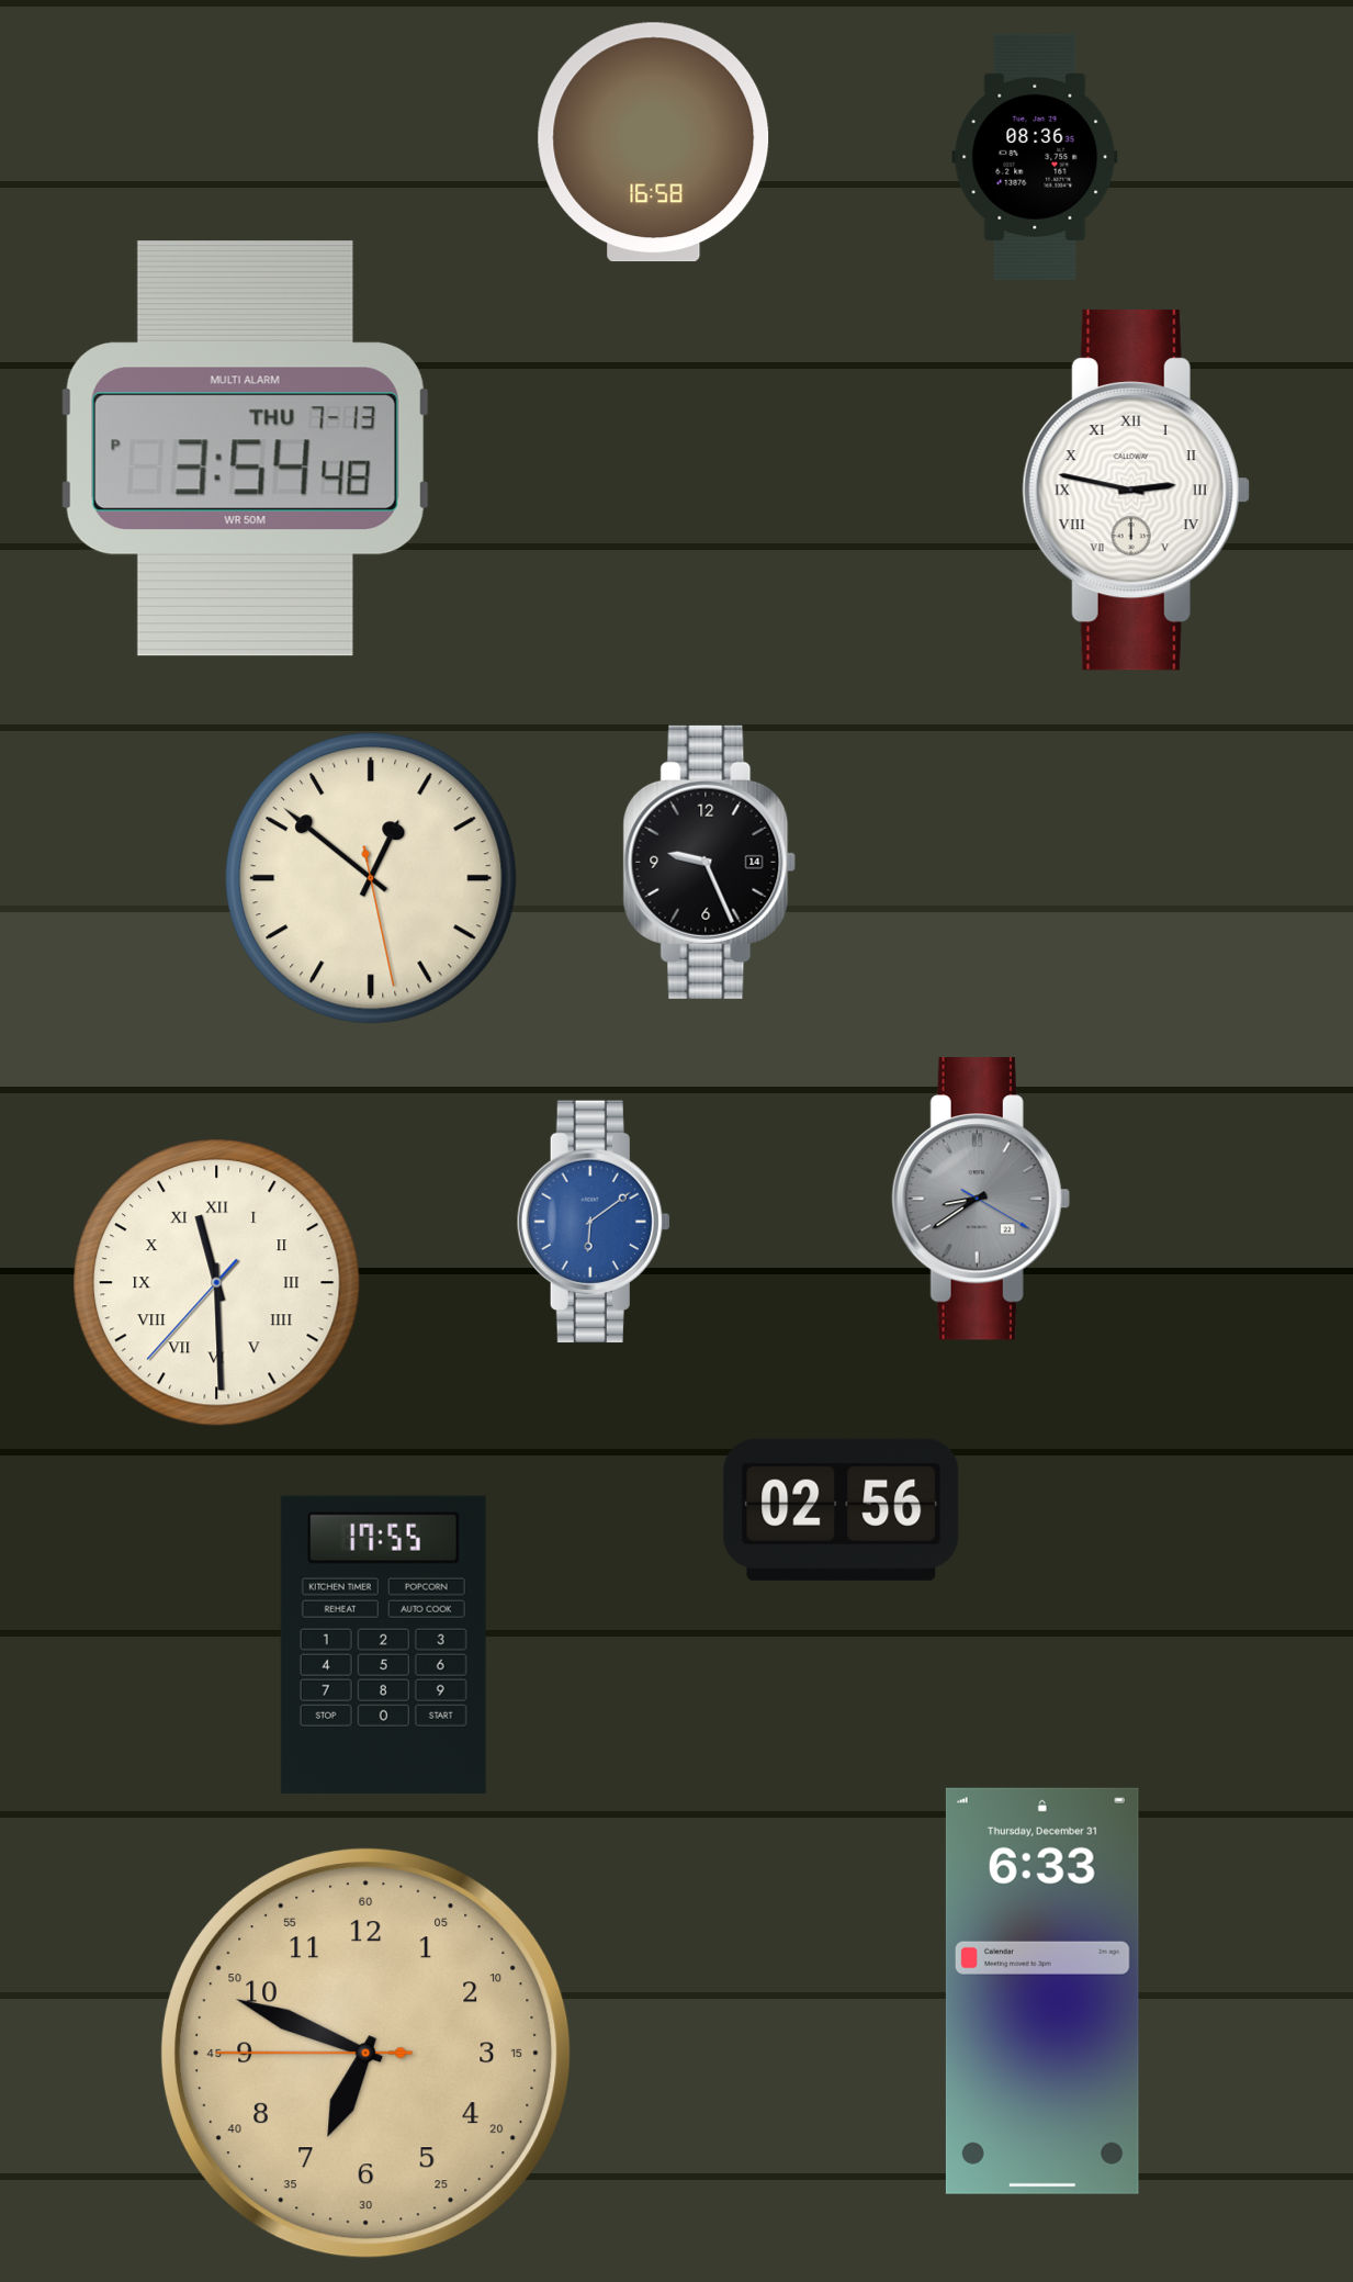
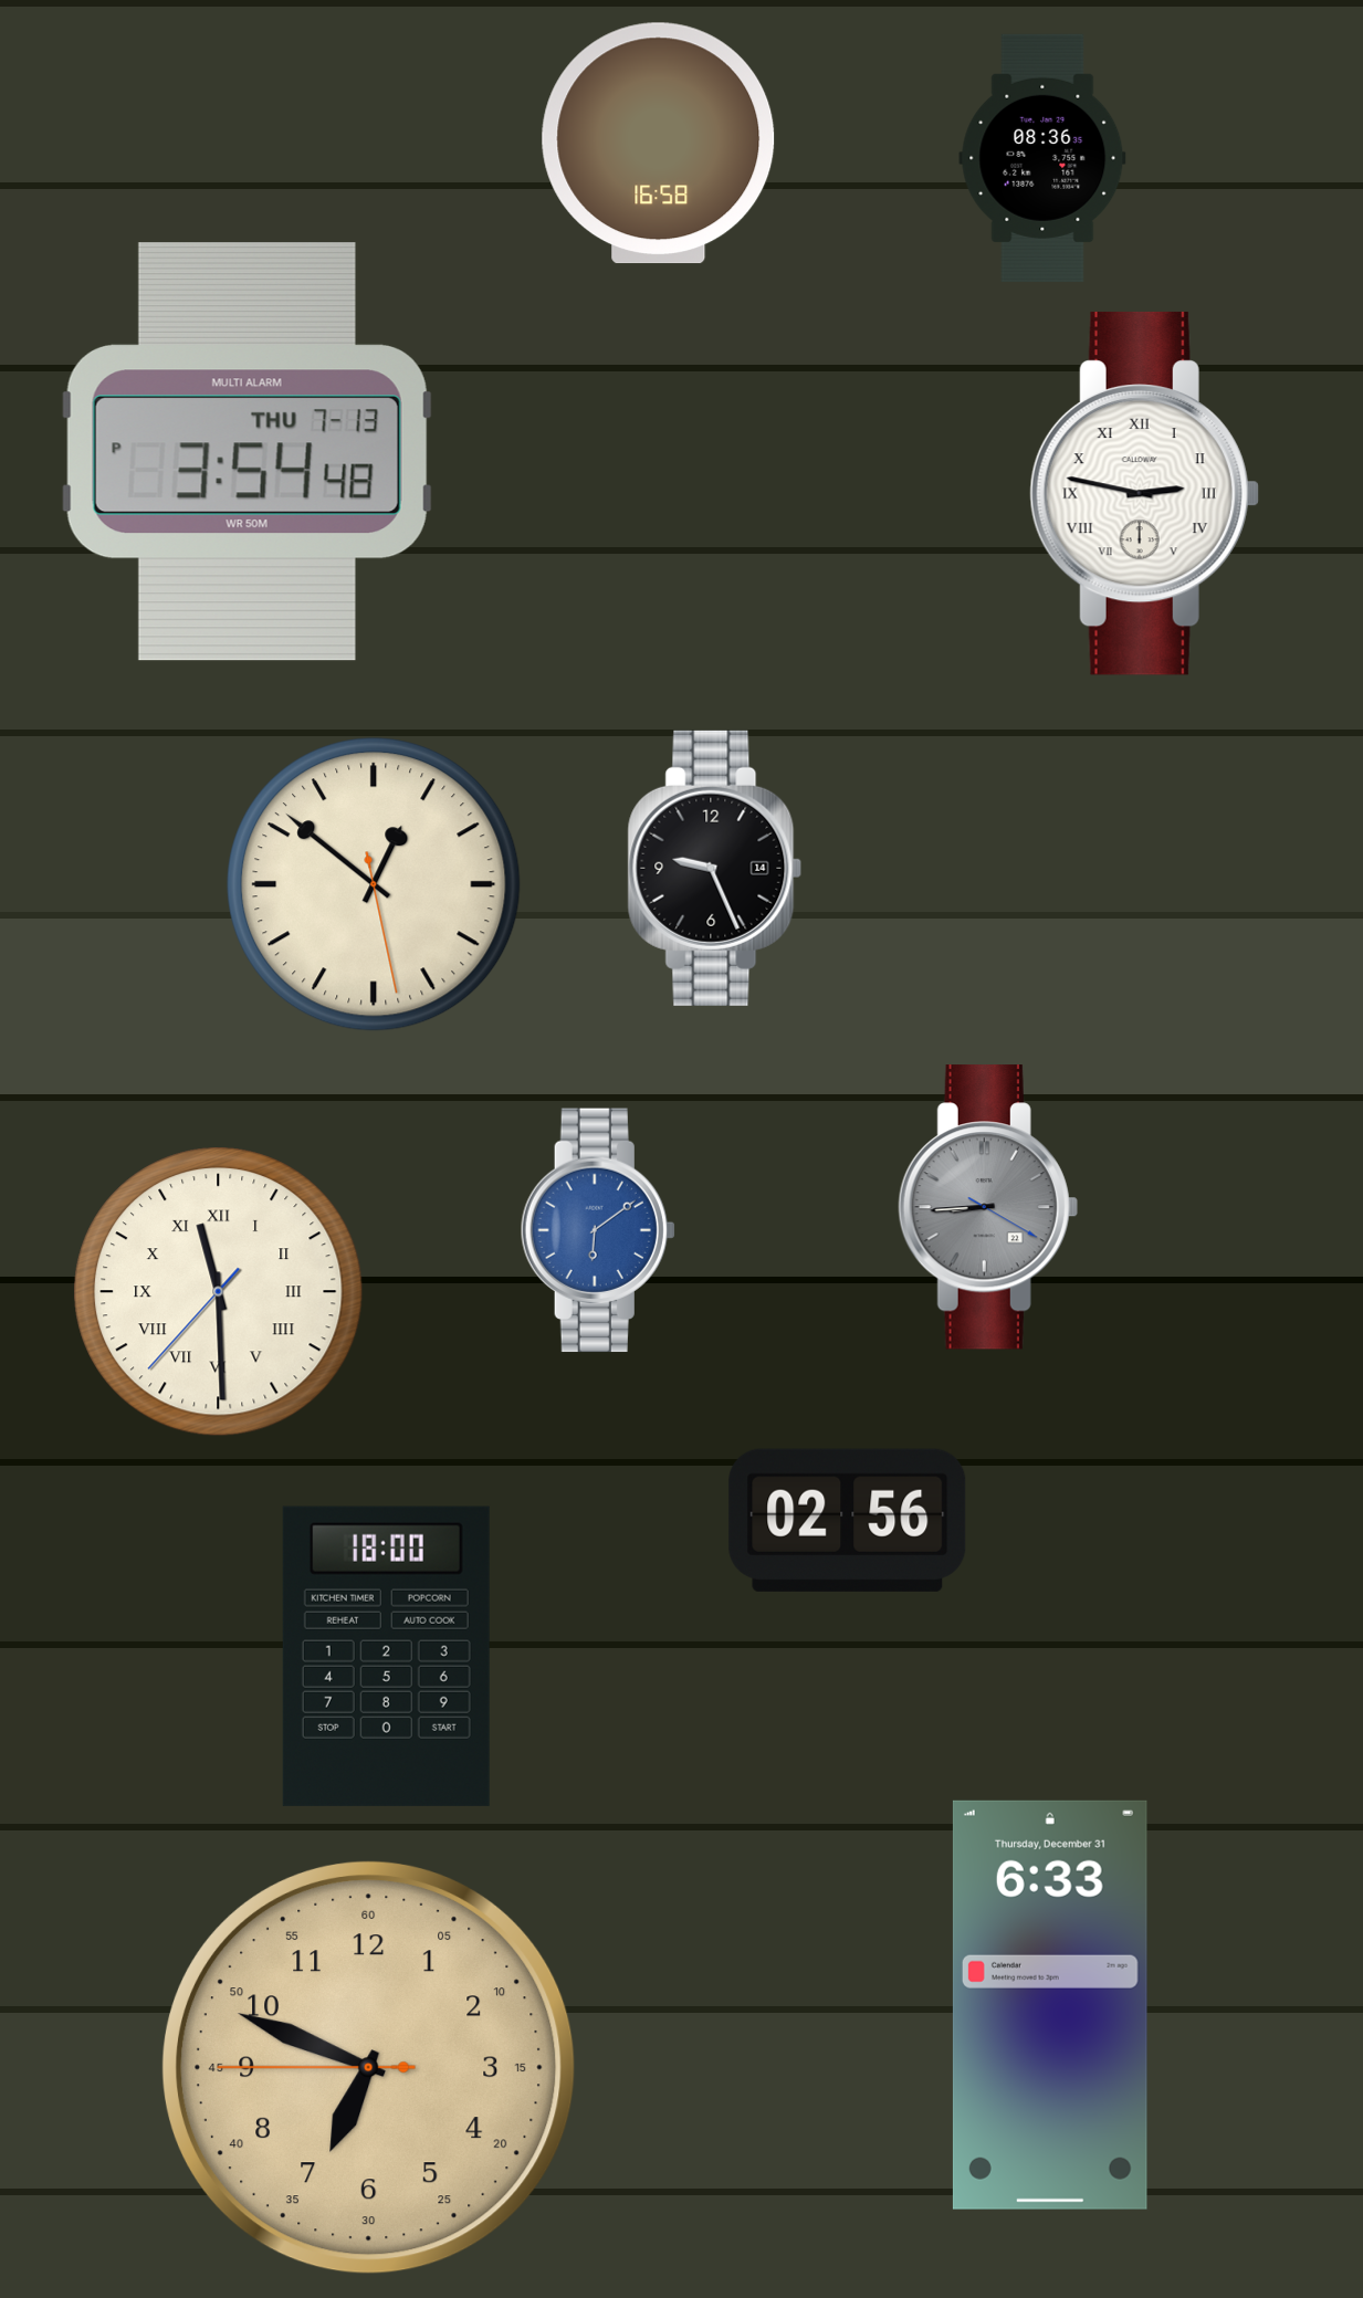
clock at (981, 1199): 8:39 -> 8:44
clock at (383, 1644): 17:55 -> 18:00
